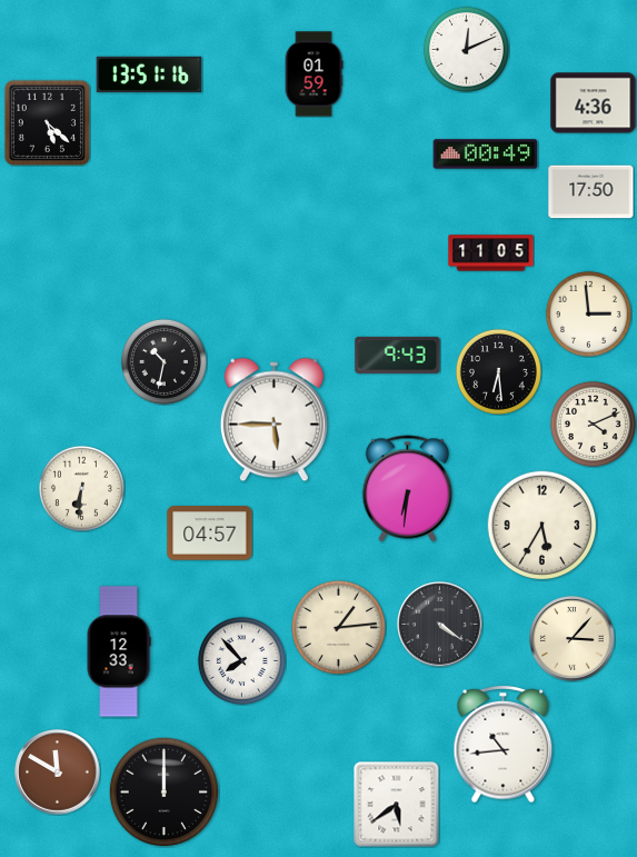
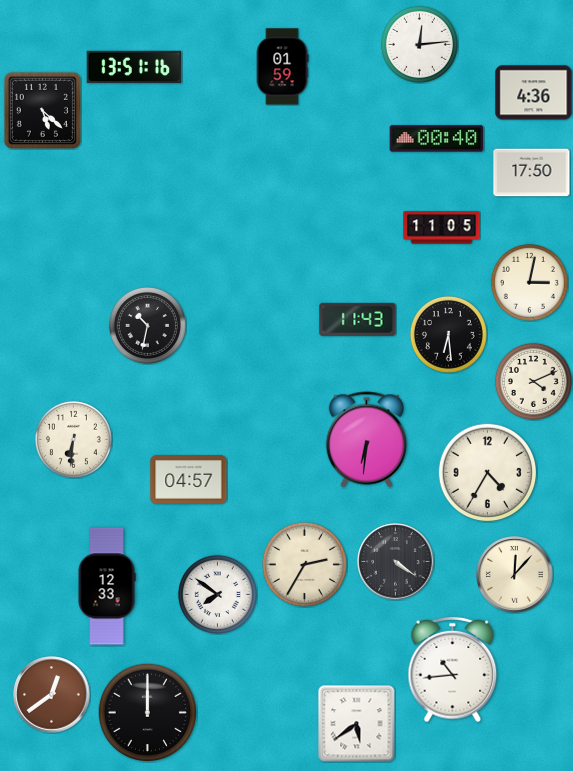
clock at (466, 49): 12:11 -> 12:14
clock at (486, 155): 00:49 -> 00:40
clock at (588, 313): 2:59 -> 3:02
clock at (398, 355): 9:43 -> 11:43
clock at (273, 420): 5:45 -> none
clock at (543, 526): 5:35 -> 4:35
clock at (338, 627): 1:14 -> 2:35
clock at (573, 639): 3:07 -> 12:07
clock at (241, 660): 7:53 -> 7:51
clock at (58, 773): 11:50 -> 12:39
